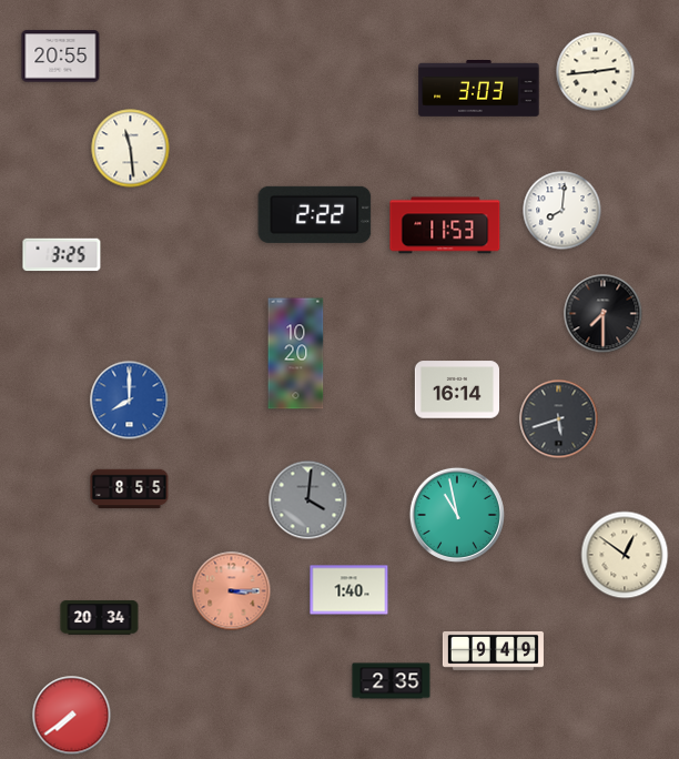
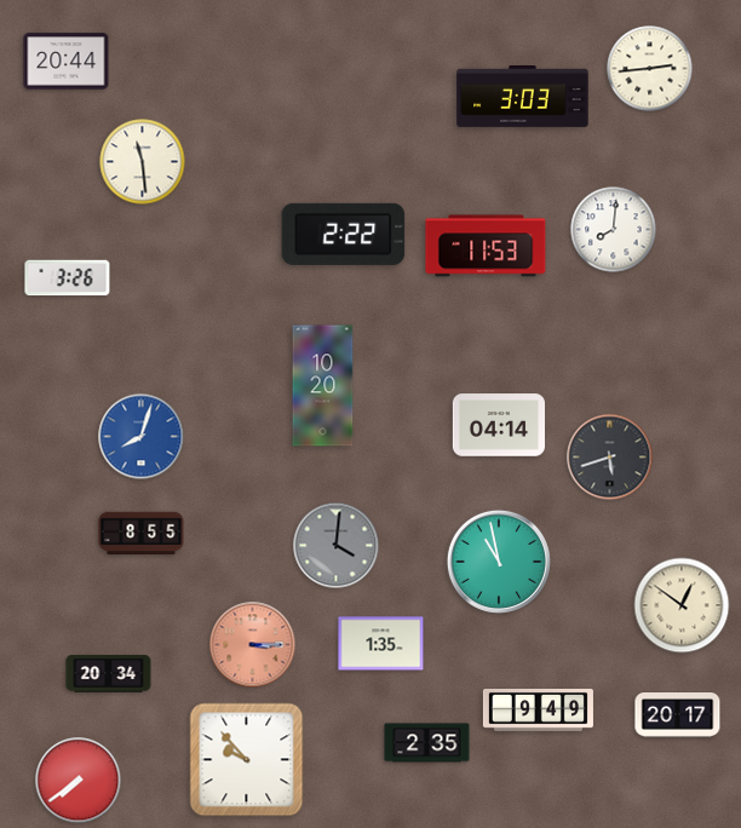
clock at (61, 57): 20:55 -> 20:44
clock at (596, 72) position: (596, 72) -> (650, 69)
clock at (62, 255): 3:25 -> 3:26
clock at (604, 314): 7:30 -> none
clock at (456, 389): 16:14 -> 04:14
clock at (130, 401): 8:00 -> 8:03
clock at (349, 590): 1:40 -> 1:35
clock at (678, 715): none -> 20:17
clock at (247, 760): none -> 9:53
